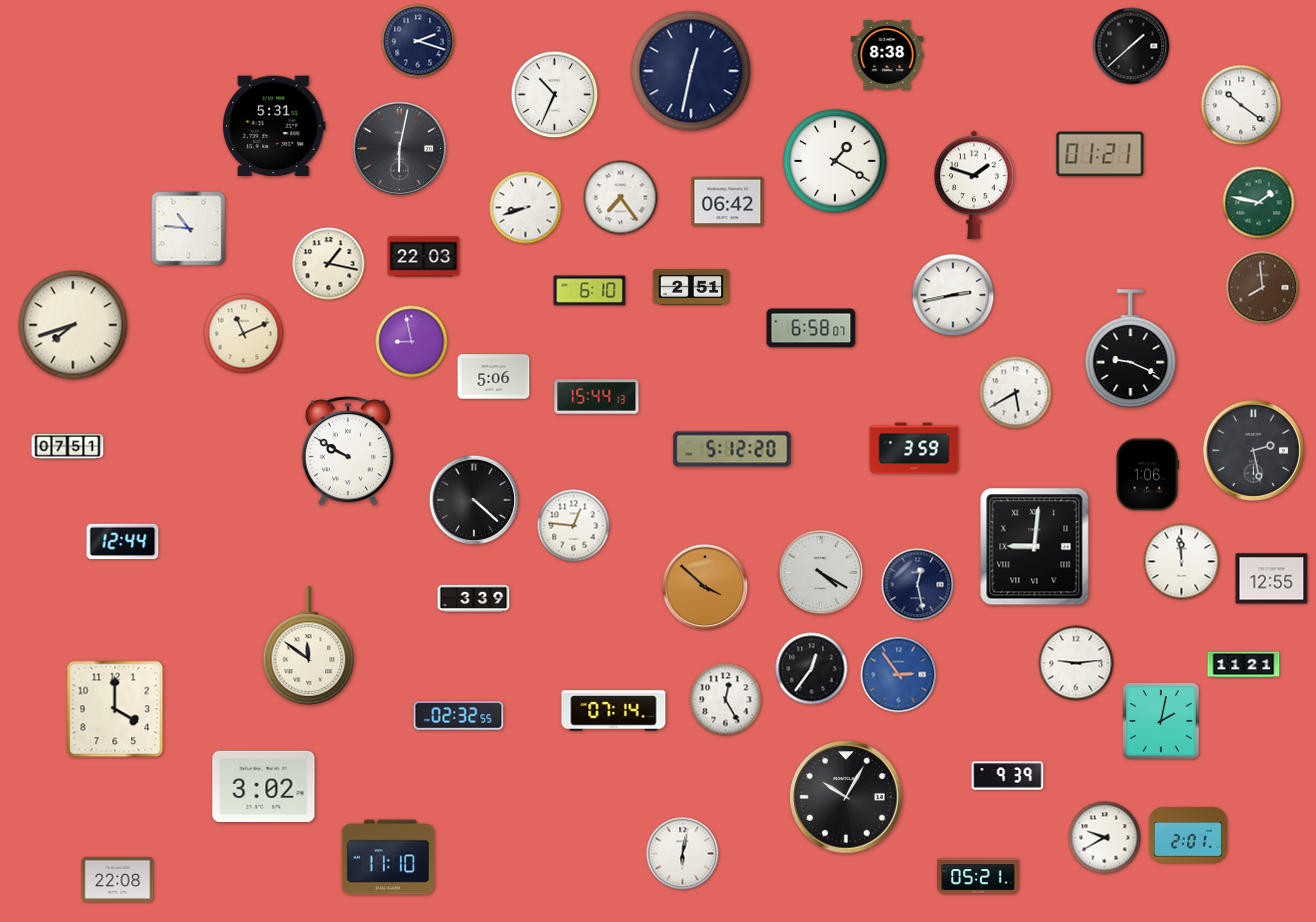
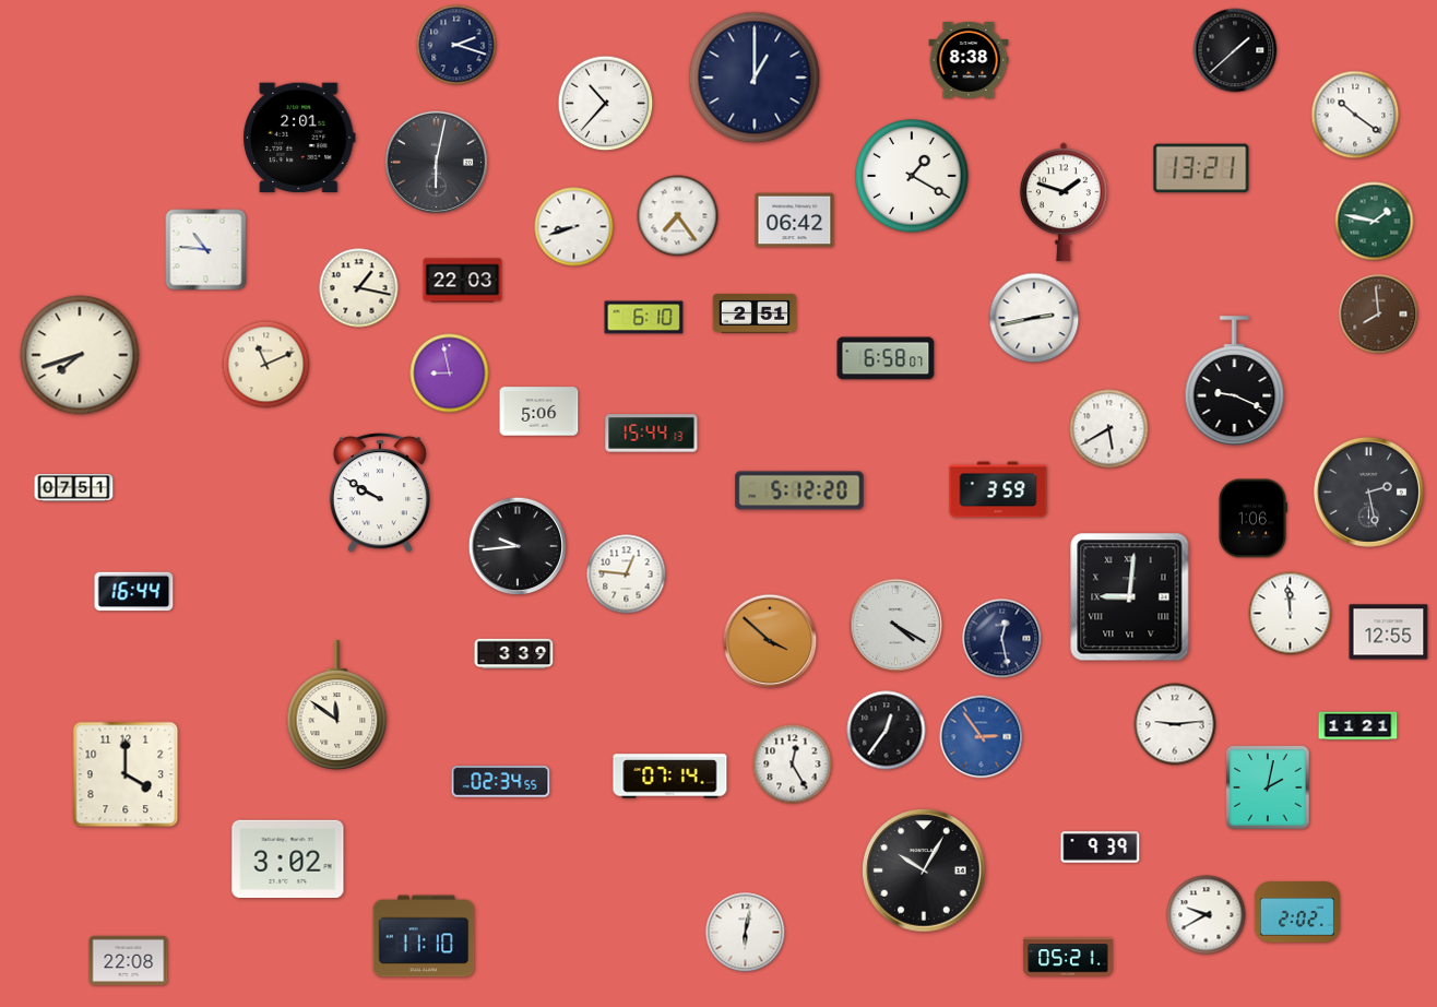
clock at (691, 71): 12:32 -> 1:00
clock at (555, 95): 10:34 -> 10:37
clock at (274, 126): 5:31 -> 2:01
clock at (1100, 154): 01:21 -> 13:21
clock at (953, 295) position: (953, 295) -> (1034, 318)
clock at (474, 500): 4:22 -> 9:44
clock at (123, 542): 12:44 -> 16:44
clock at (474, 599) position: (474, 599) -> (514, 654)
clock at (459, 716): 02:32 -> 02:34
clock at (1188, 835): 2:01 -> 2:02
